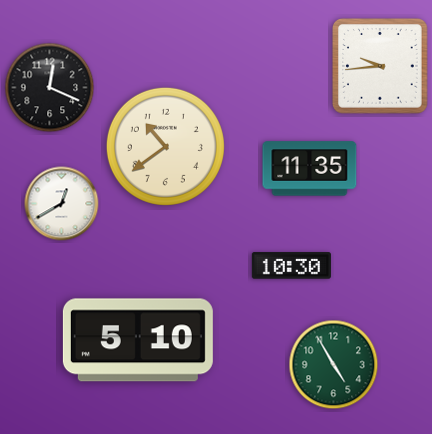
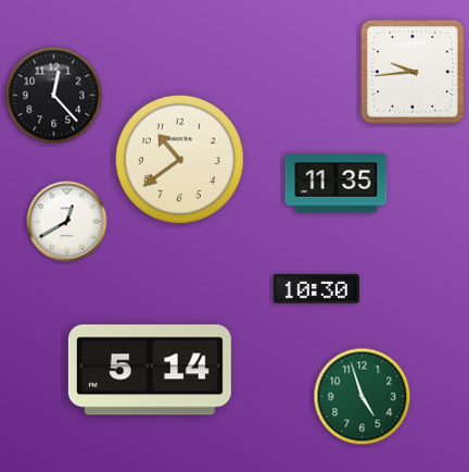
clock at (50, 88): 12:19 -> 12:23
clock at (138, 340): 5:10 -> 5:14
clock at (334, 365): 4:55 -> 4:57
